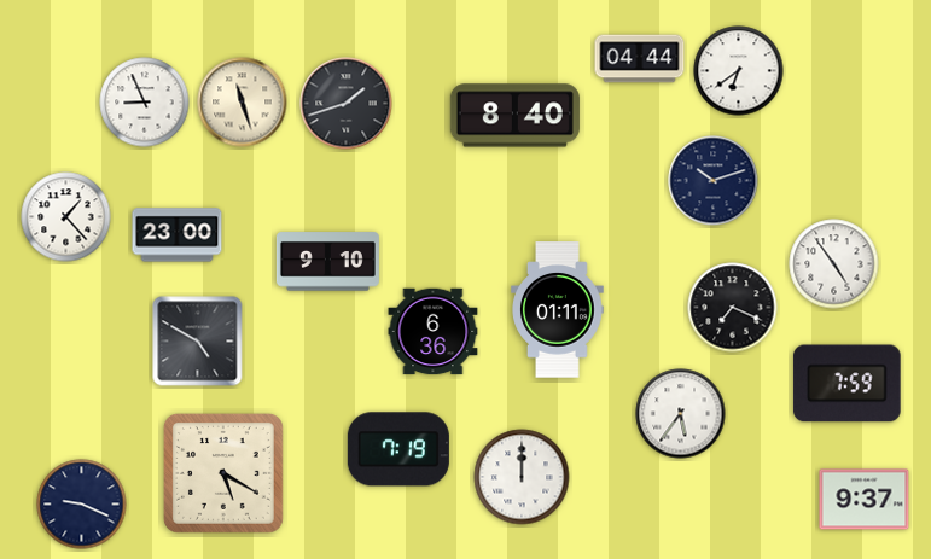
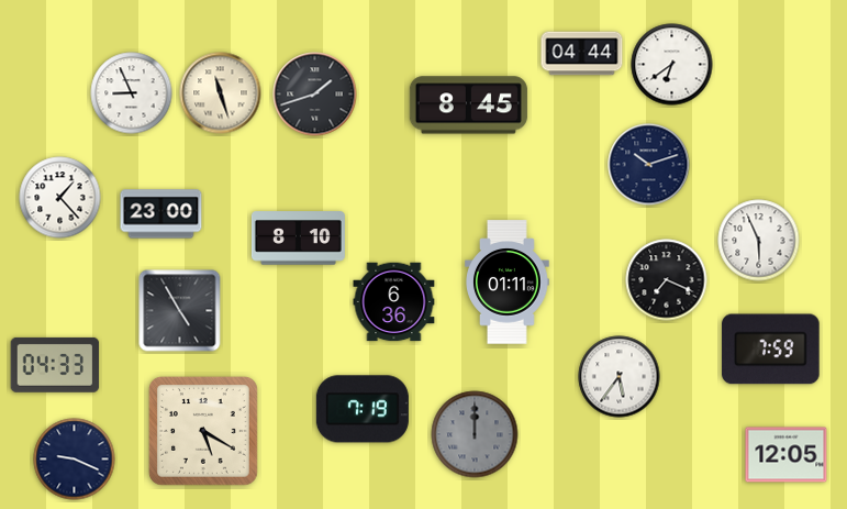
clock at (514, 116): 8:40 -> 8:45
clock at (327, 262): 9:10 -> 8:10
clock at (834, 264): 4:54 -> 5:56
clock at (198, 342): 4:50 -> 4:55
clock at (55, 365): none -> 04:33
clock at (522, 477) dial: white -> grey
clock at (865, 500): 9:37 -> 12:05
